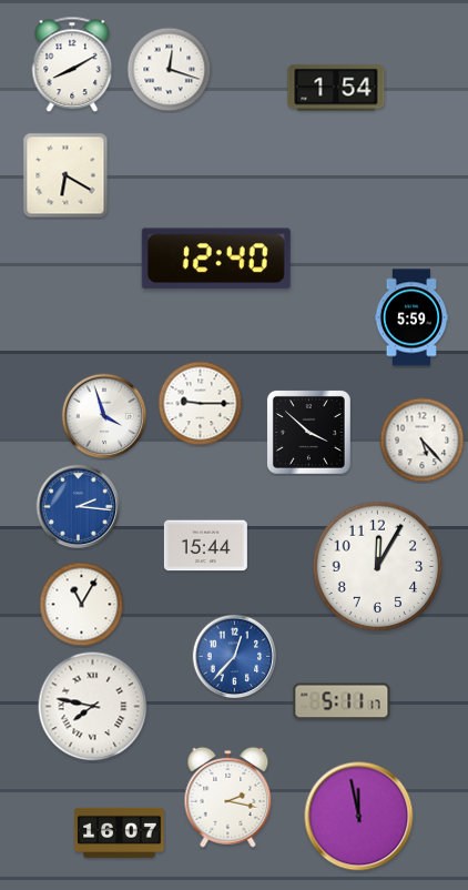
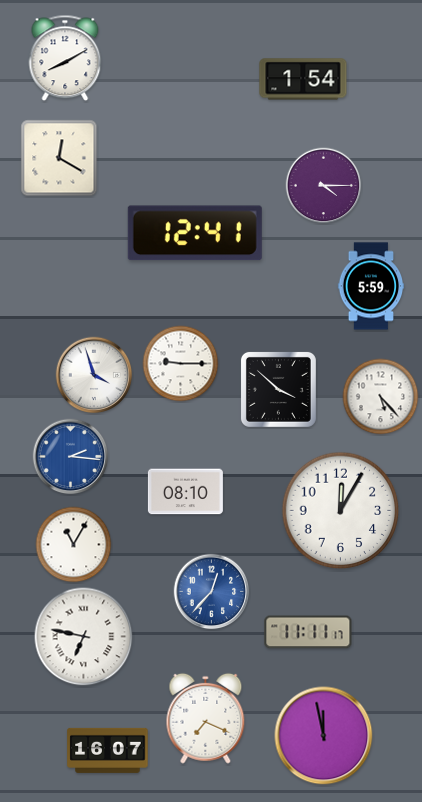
clock at (170, 70): 12:18 -> none
clock at (65, 175): 6:20 -> 12:20
clock at (324, 186): none -> 4:15
clock at (216, 259): 12:40 -> 12:41
clock at (205, 546): 15:44 -> 08:10
clock at (342, 701): 5:11 -> 11:11
clock at (93, 707): 7:47 -> 6:47
clock at (228, 797): 2:17 -> 7:19
